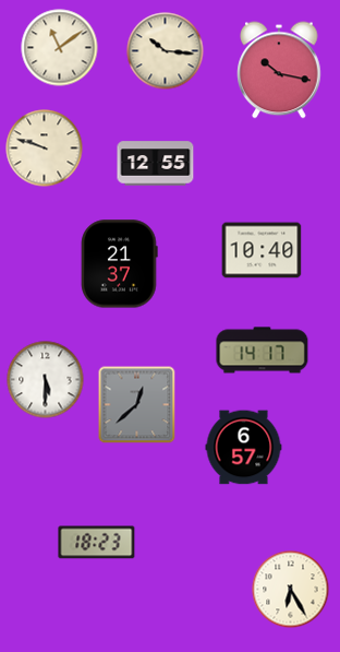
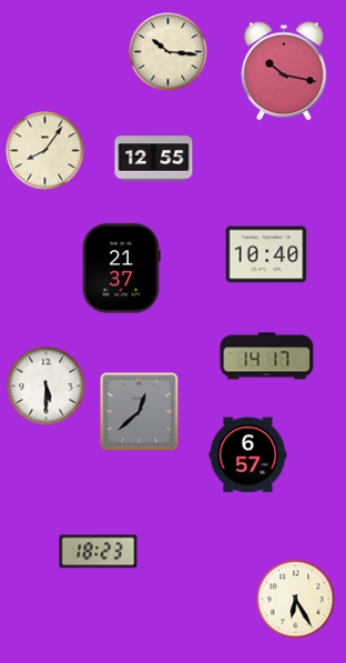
clock at (60, 48): 11:09 -> none
clock at (45, 149): 9:48 -> 8:06
clock at (156, 164) position: (156, 164) -> (154, 159)
